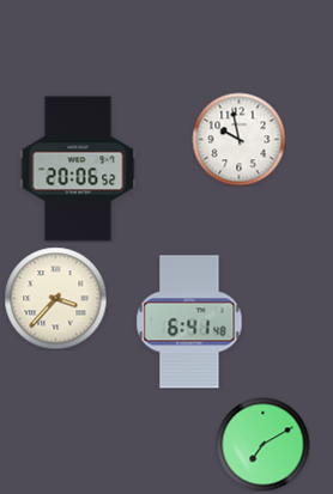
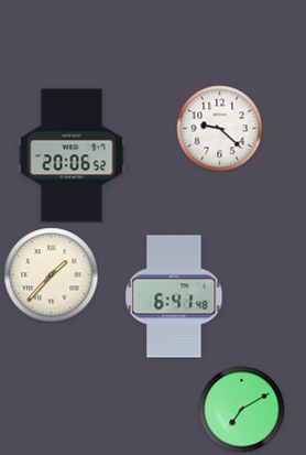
clock at (238, 139): 9:58 -> 9:22
clock at (55, 298): 3:37 -> 1:37
